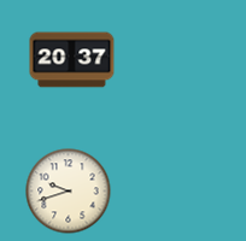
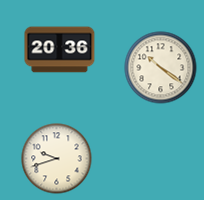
clock at (72, 60): 20:37 -> 20:36
clock at (161, 68): none -> 10:21
